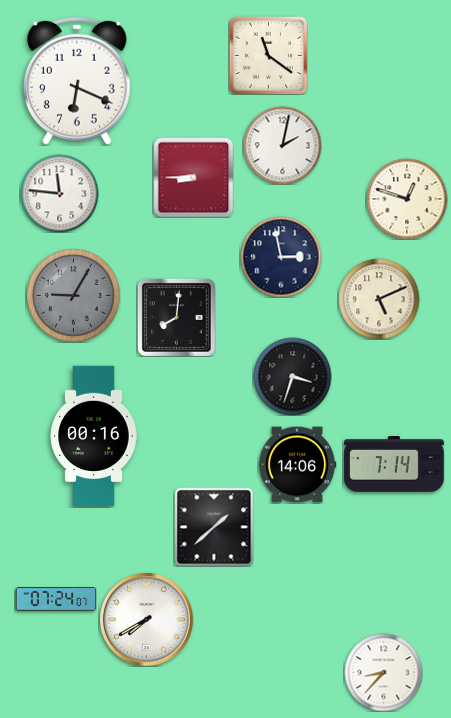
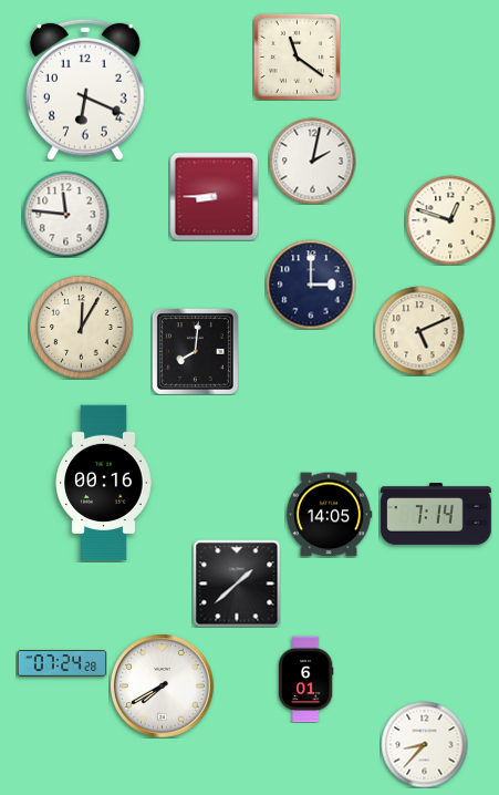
clock at (268, 55) position: (268, 55) -> (297, 56)
clock at (281, 257): 2:58 -> 3:00
clock at (73, 295): 9:05 -> 12:05
clock at (73, 295) dial: grey -> cream
clock at (292, 376): 3:33 -> none
clock at (297, 465): 14:06 -> 14:05
clock at (56, 599): 07:24:07 -> 07:24:28
clock at (305, 679): none -> 6:01
